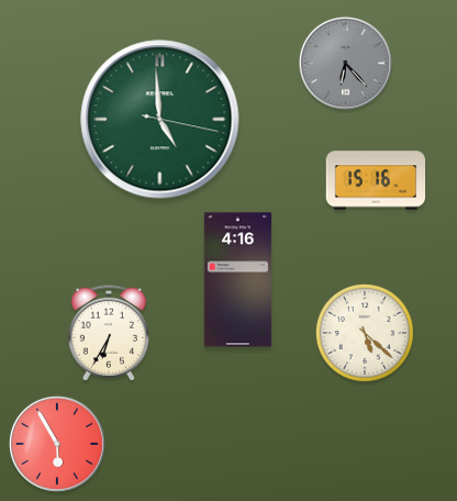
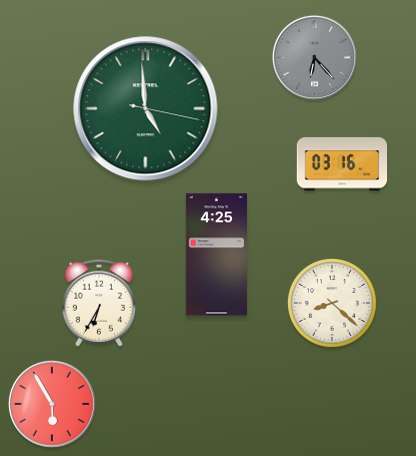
clock at (376, 180): 15:16 -> 03:16
clock at (237, 280): 4:16 -> 4:25
clock at (365, 333): 5:22 -> 8:22
